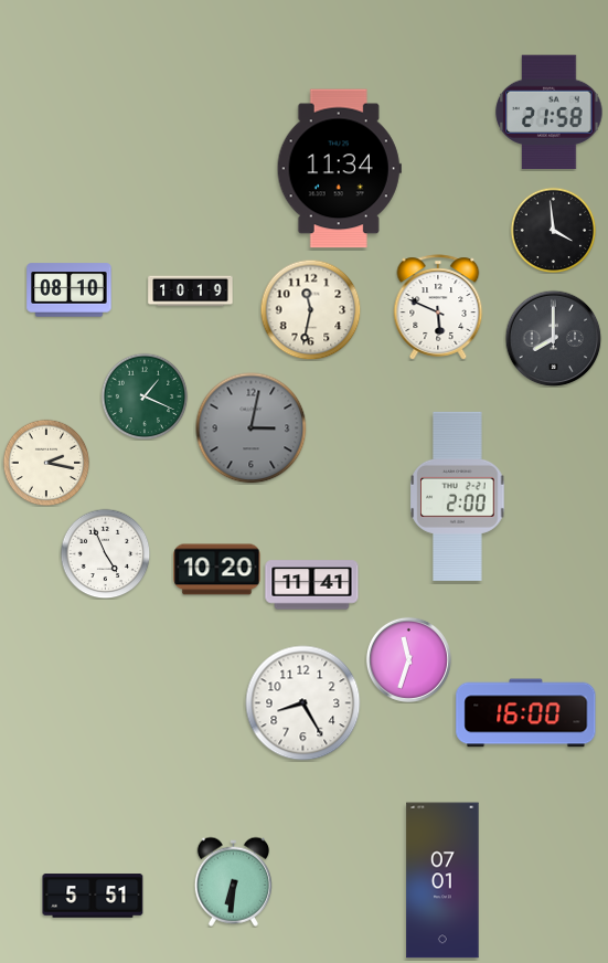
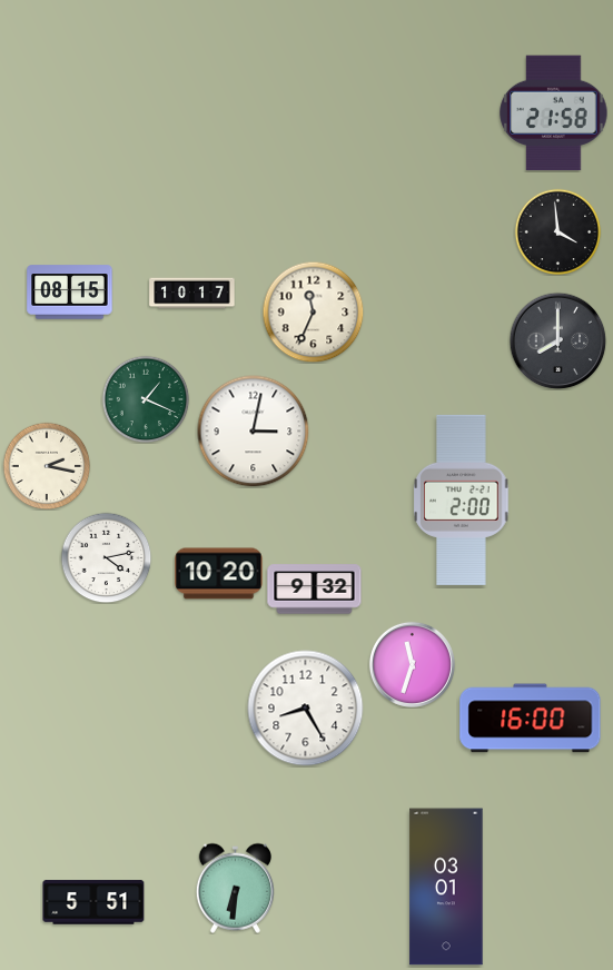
clock at (339, 169): 11:34 -> none
clock at (70, 290): 08:10 -> 08:15
clock at (191, 292): 10:19 -> 10:17
clock at (438, 307): 5:49 -> none
clock at (310, 309): 11:32 -> 11:34
clock at (252, 428) dial: grey -> white
clock at (105, 553): 4:56 -> 4:13
clock at (312, 585): 11:41 -> 9:32
clock at (442, 880): 07:01 -> 03:01
